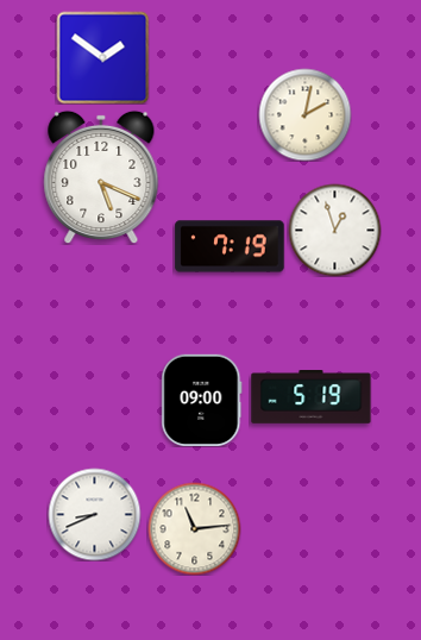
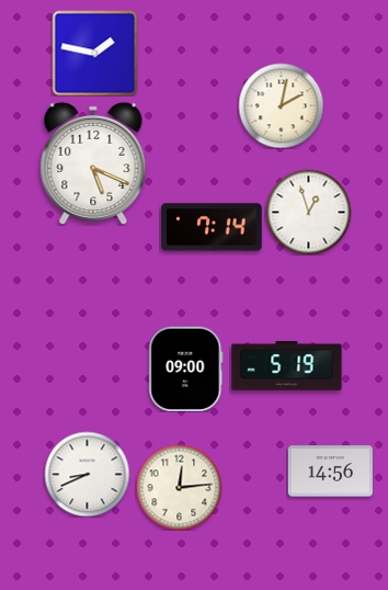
clock at (102, 57): 1:51 -> 1:47
clock at (230, 246): 7:19 -> 7:14
clock at (330, 472): none -> 14:56
clock at (194, 528): 11:14 -> 12:14
